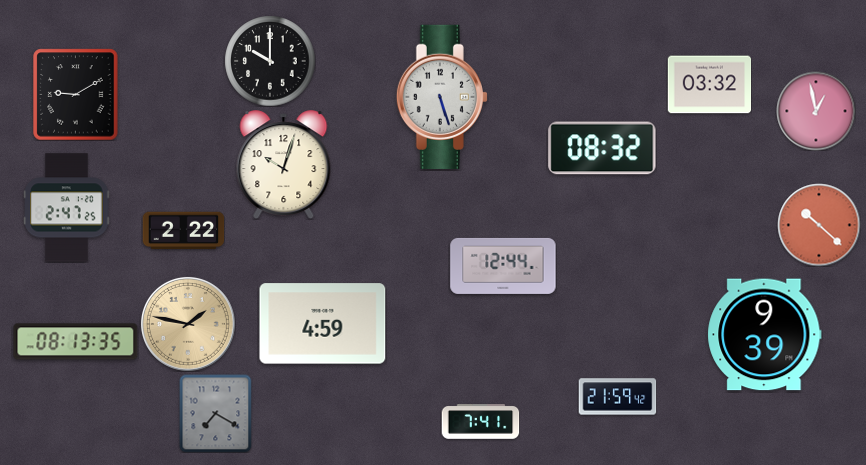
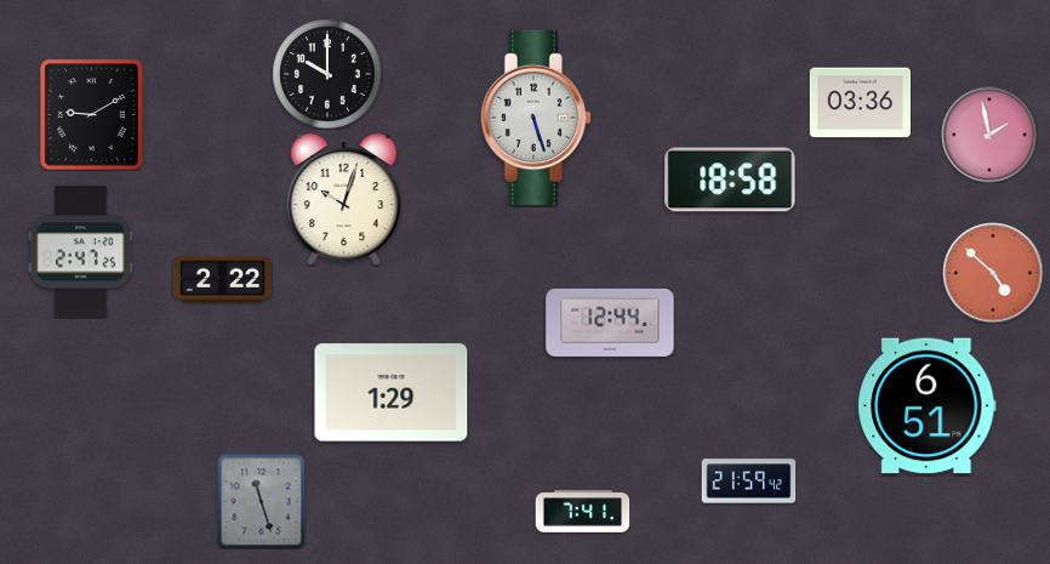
clock at (709, 85): 03:32 -> 03:36
clock at (816, 111): 12:58 -> 1:58
clock at (602, 148): 08:32 -> 18:58
clock at (819, 225): 10:22 -> 4:52
clock at (188, 324): 1:47 -> none
clock at (323, 324): 4:59 -> 1:29
clock at (765, 335): 9:39 -> 6:51
clock at (76, 342): 08:13 -> none
clock at (216, 413): 7:20 -> 11:27
